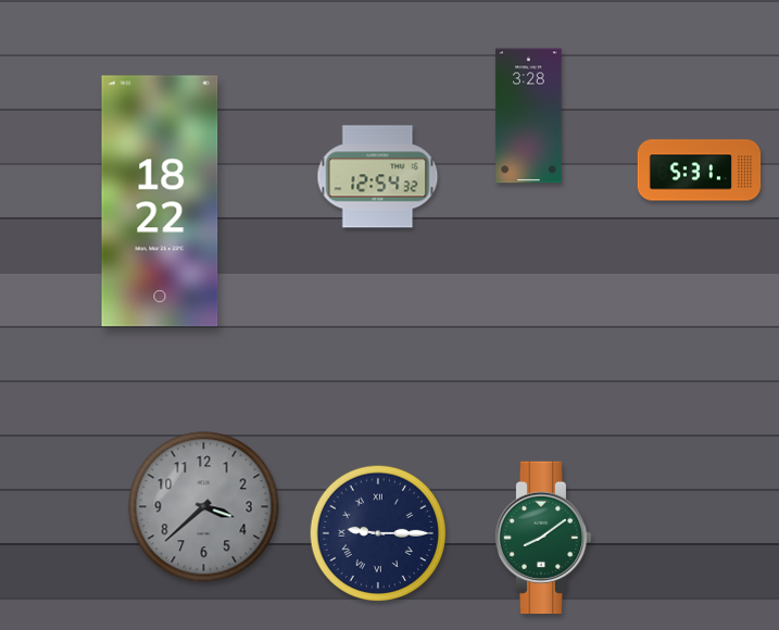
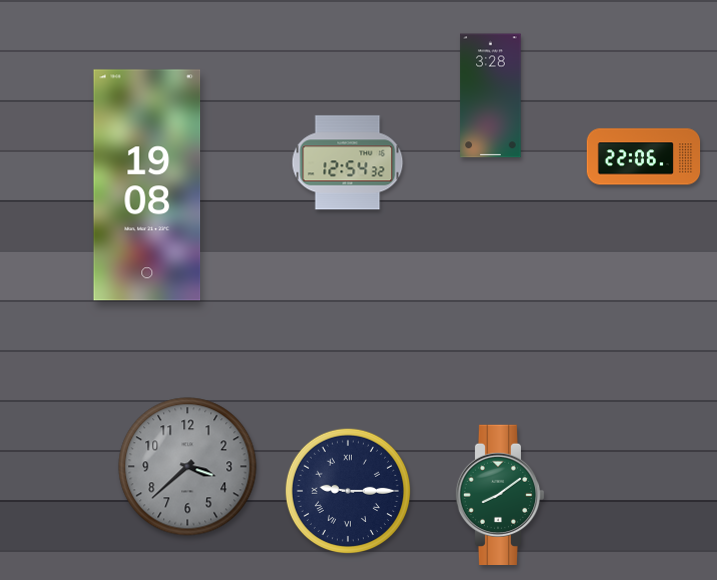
clock at (529, 116) position: (529, 116) -> (491, 96)
clock at (700, 171): 5:31 -> 22:06
clock at (160, 201): 18:22 -> 19:08
